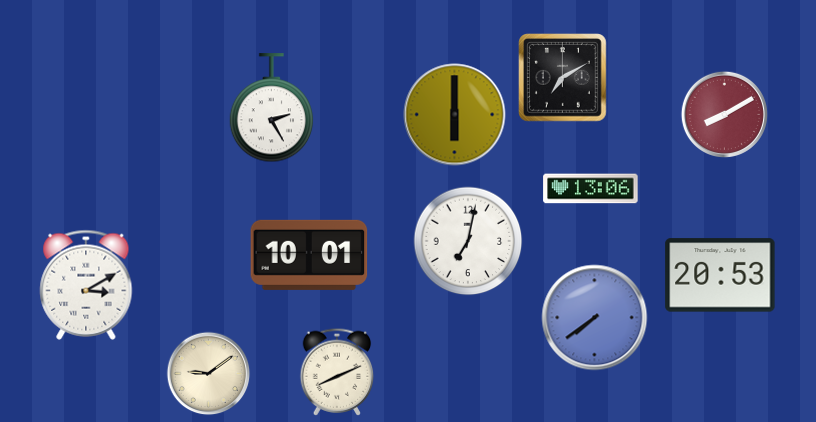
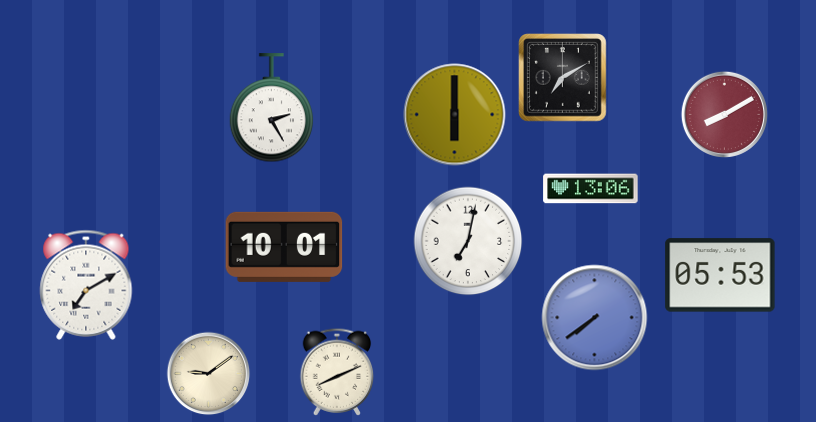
clock at (309, 255) position: (309, 255) -> (284, 247)
clock at (720, 275): 20:53 -> 05:53
clock at (86, 285): 3:10 -> 7:10
